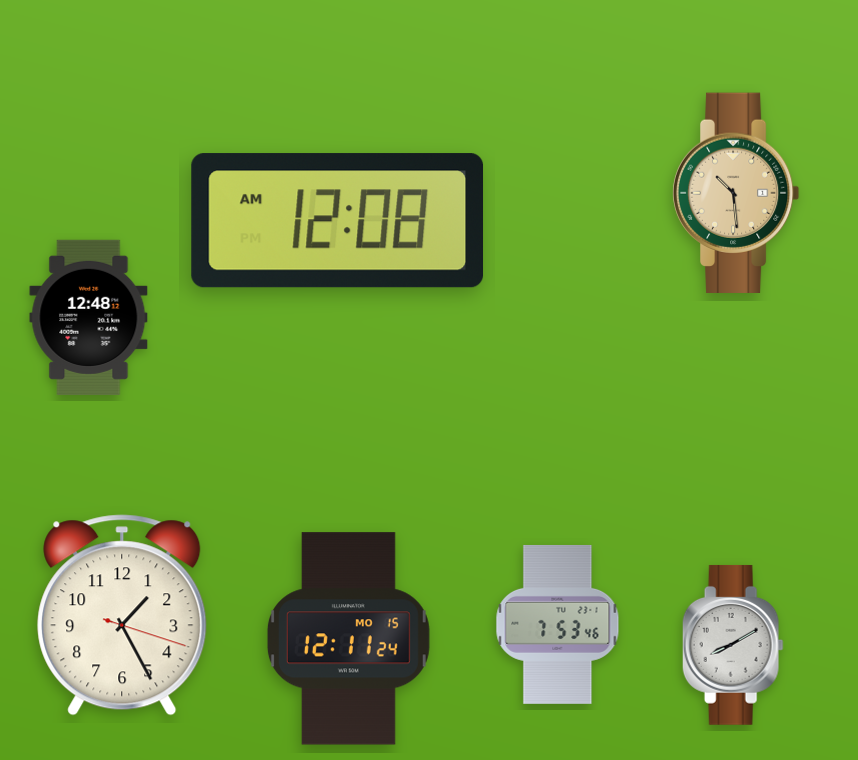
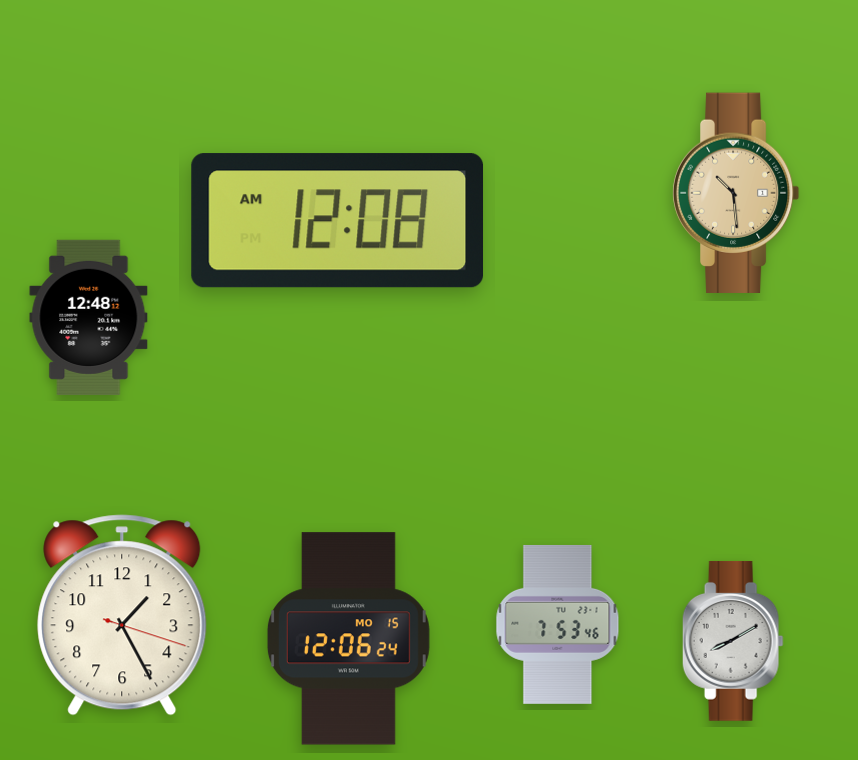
clock at (348, 639): 12:11 -> 12:06
clock at (733, 645) position: (733, 645) -> (733, 641)
